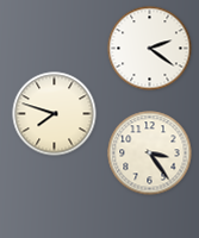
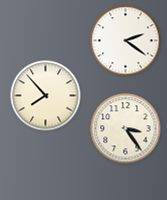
clock at (55, 114): 7:48 -> 7:53
